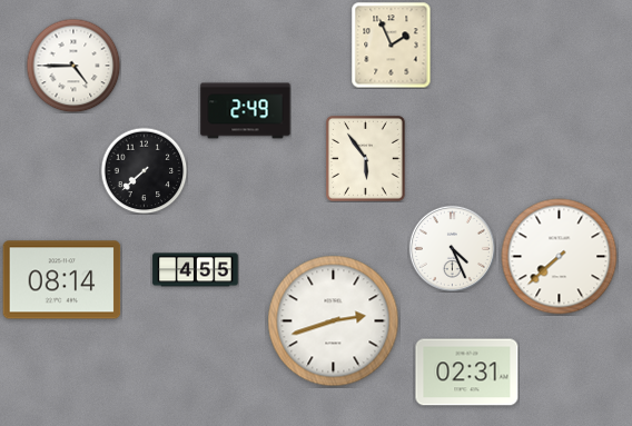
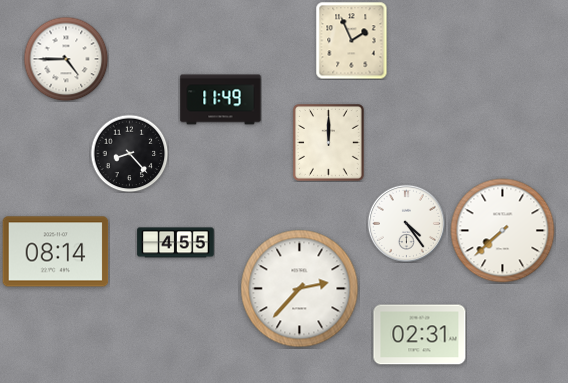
clock at (246, 111): 2:49 -> 11:49
clock at (365, 159): 5:54 -> 12:00
clock at (144, 170): 7:38 -> 8:23
clock at (452, 248): 4:26 -> 4:24
clock at (334, 321): 2:42 -> 2:37
